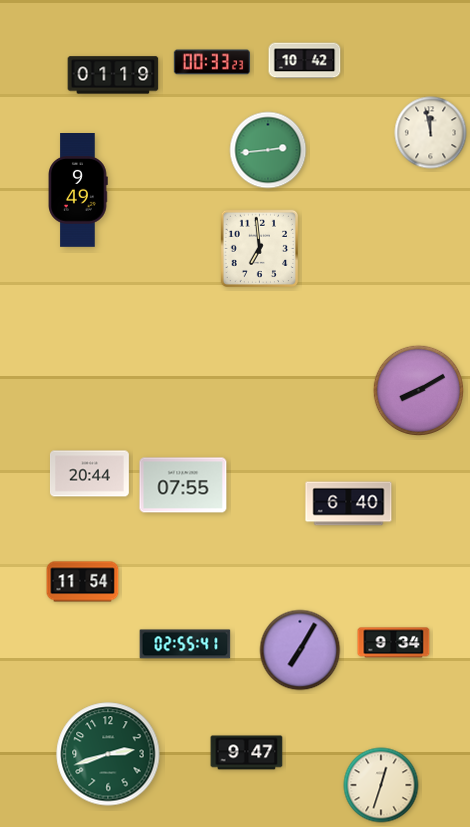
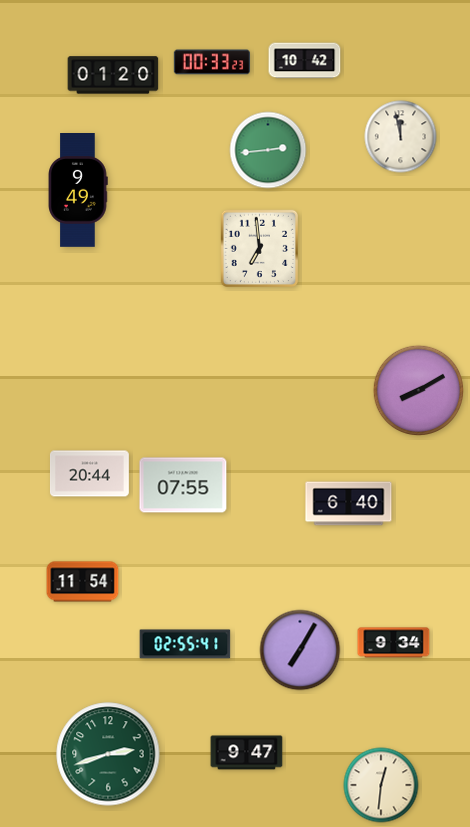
clock at (113, 75): 01:19 -> 01:20
clock at (431, 133) position: (431, 133) -> (401, 137)
clock at (381, 785): 12:33 -> 12:31
